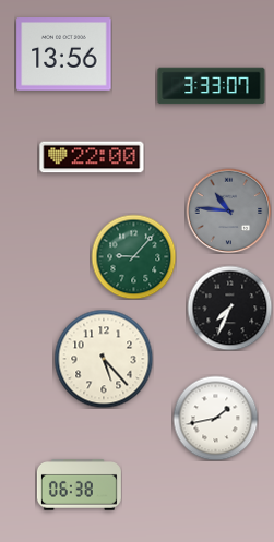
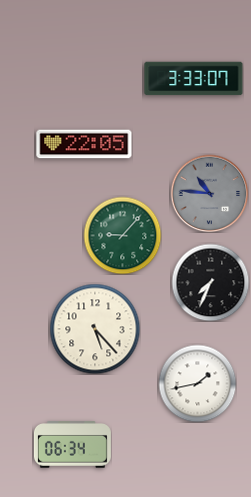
clock at (64, 55): 13:56 -> none
clock at (92, 157): 22:00 -> 22:05
clock at (79, 485): 06:38 -> 06:34
